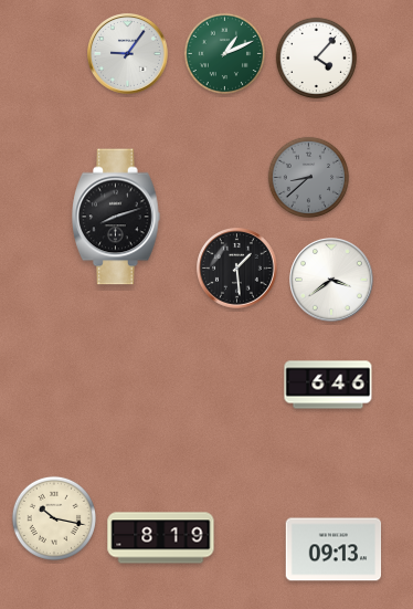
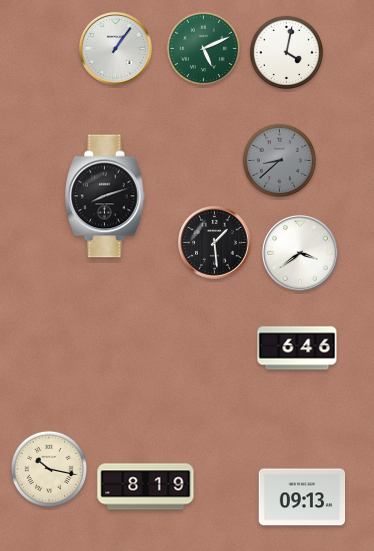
clock at (128, 54): 9:06 -> 1:06
clock at (225, 54): 1:11 -> 5:11
clock at (317, 59): 4:07 -> 4:02
